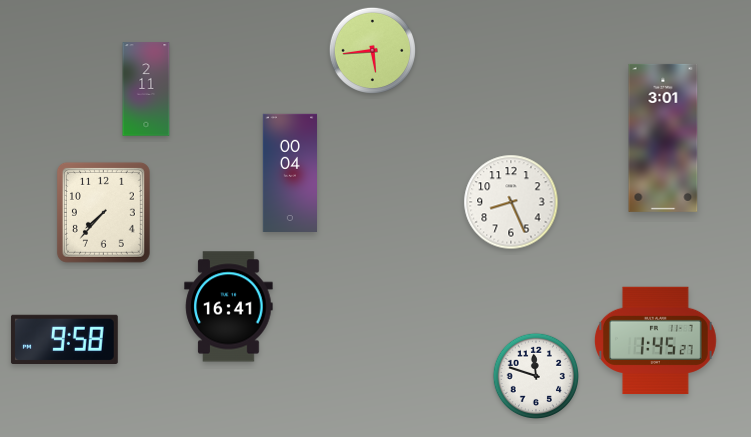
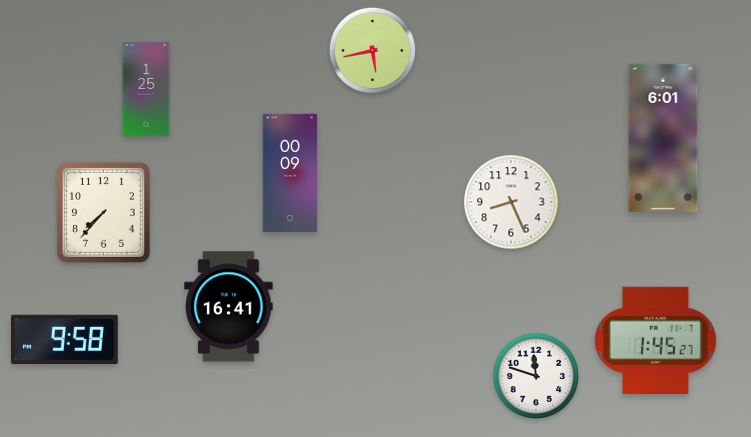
clock at (372, 50): 5:44 -> 5:43
clock at (146, 89): 2:11 -> 1:25
clock at (663, 138): 3:01 -> 6:01
clock at (290, 172): 00:04 -> 00:09
